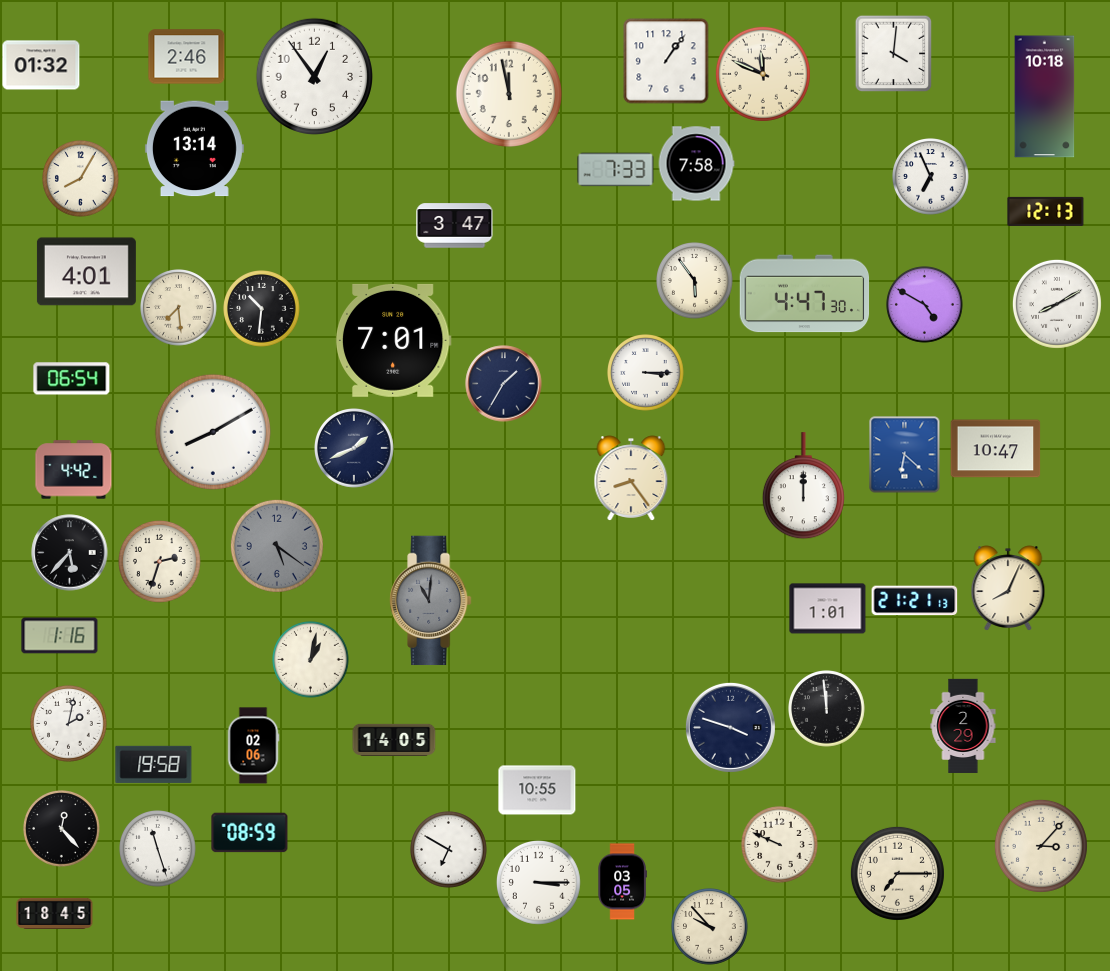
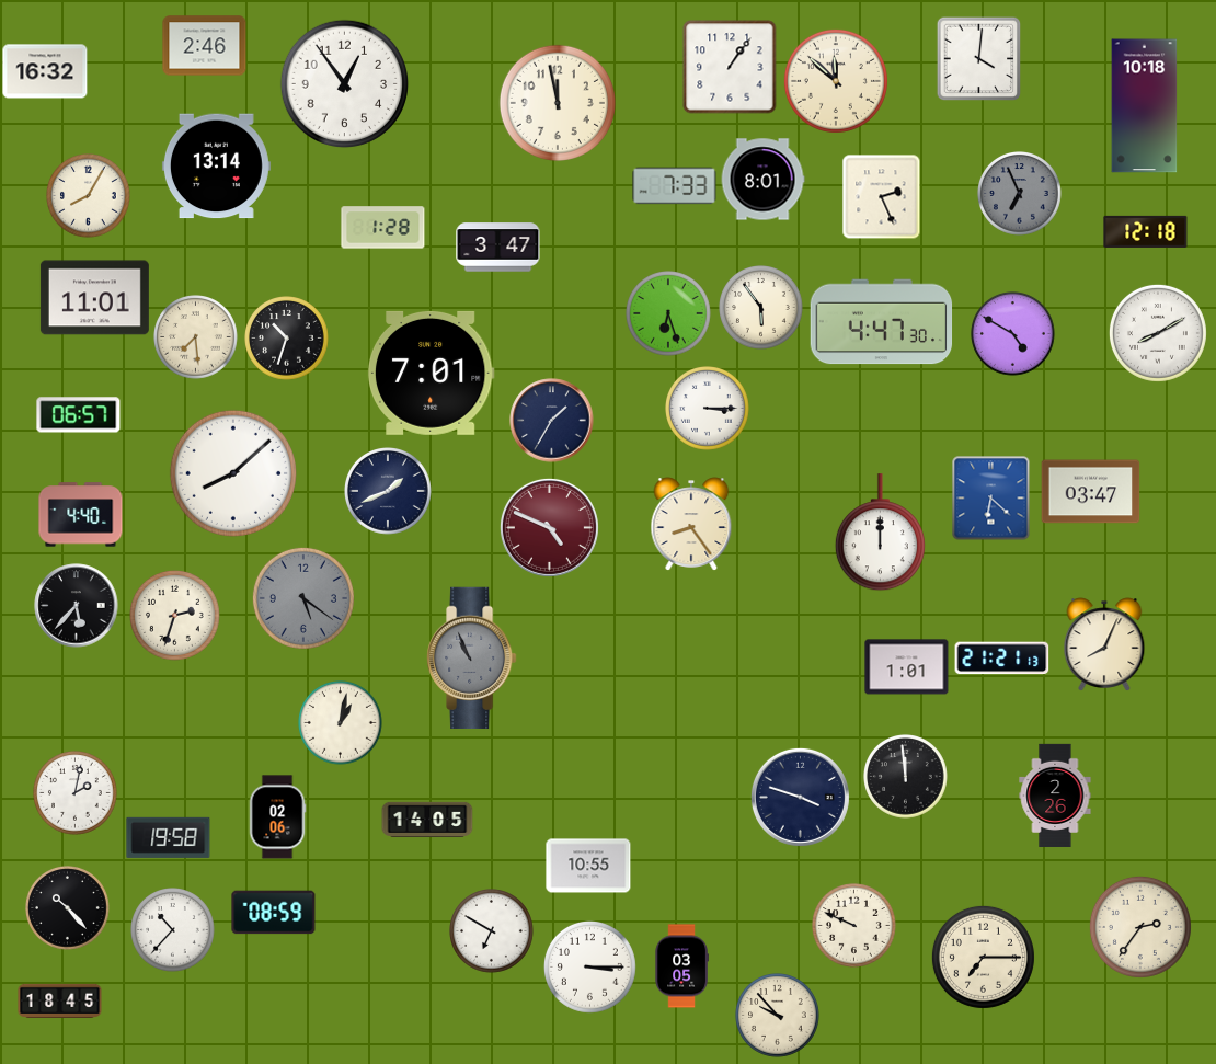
clock at (187, 57) position: (187, 57) -> (205, 46)
clock at (41, 65): 01:32 -> 16:32
clock at (763, 74): 11:49 -> 11:52
clock at (194, 149) position: (194, 149) -> (216, 167)
clock at (696, 164): 7:58 -> 8:01
clock at (931, 177) dial: white -> grey
clock at (882, 196): none -> 2:26
clock at (383, 228): none -> 1:28
clock at (1046, 211): 12:13 -> 12:18
clock at (86, 272): 4:01 -> 11:01
clock at (669, 314): none -> 6:27
clock at (262, 309): 10:31 -> 10:33
clock at (72, 379): 06:54 -> 06:57
clock at (213, 432): 8:10 -> 8:08
clock at (996, 449): 10:47 -> 03:47
clock at (74, 470): 4:42 -> 4:40
clock at (549, 527): none -> 4:49
clock at (431, 601): 11:01 -> 10:56
clock at (60, 636): 1:16 -> none
clock at (963, 726): 2:29 -> 2:26
clock at (394, 739) position: (394, 739) -> (427, 819)
clock at (62, 829): 12:23 -> 10:23
clock at (1041, 846): 3:07 -> 2:36
clock at (158, 849): 11:27 -> 10:37
